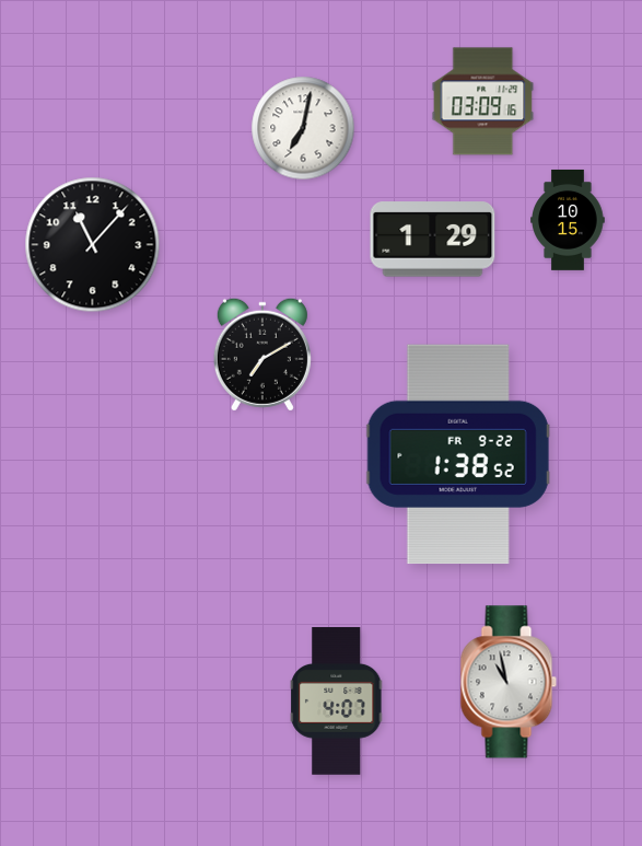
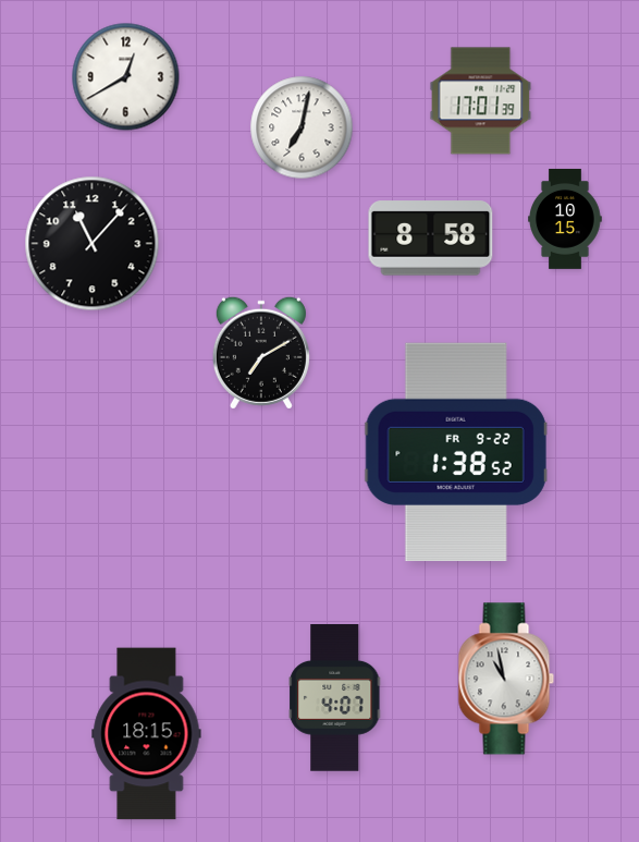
clock at (126, 77): none -> 12:40
clock at (483, 102): 03:09 -> 17:01
clock at (433, 240): 1:29 -> 8:58
clock at (147, 734): none -> 18:15
